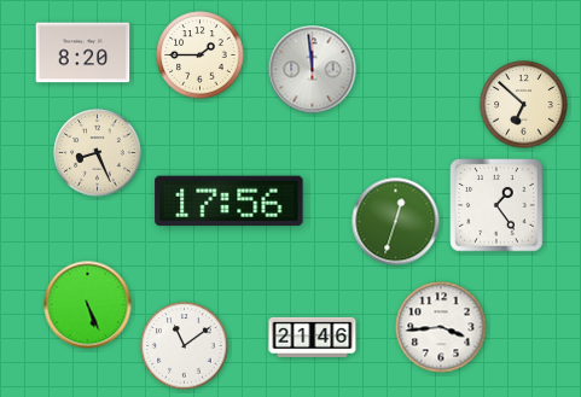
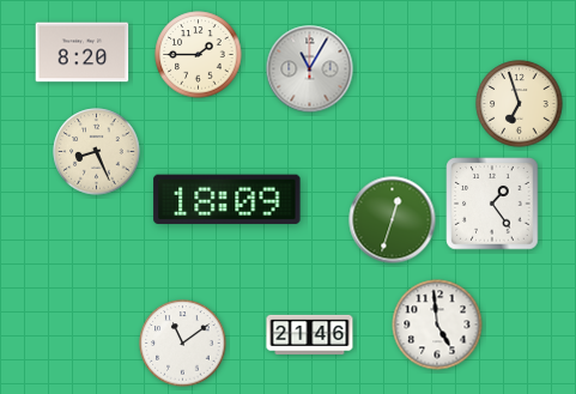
clock at (313, 70): 11:59 -> 11:05
clock at (524, 105): 6:52 -> 6:57
clock at (230, 202): 17:56 -> 18:09
clock at (88, 305): 5:26 -> none
clock at (441, 327): 3:44 -> 4:59
